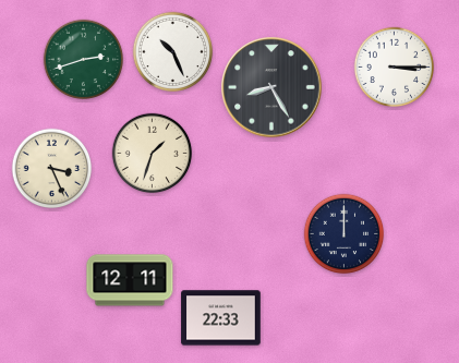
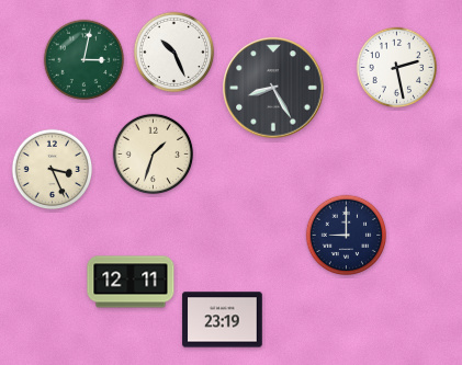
clock at (84, 60): 2:42 -> 3:02
clock at (395, 68): 3:15 -> 2:28
clock at (345, 234): 12:00 -> 9:00
clock at (221, 318): 22:33 -> 23:19
